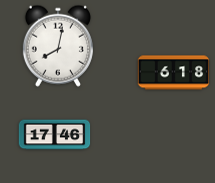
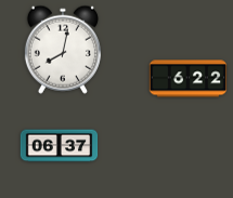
clock at (174, 73): 6:18 -> 6:22
clock at (55, 135): 17:46 -> 06:37
